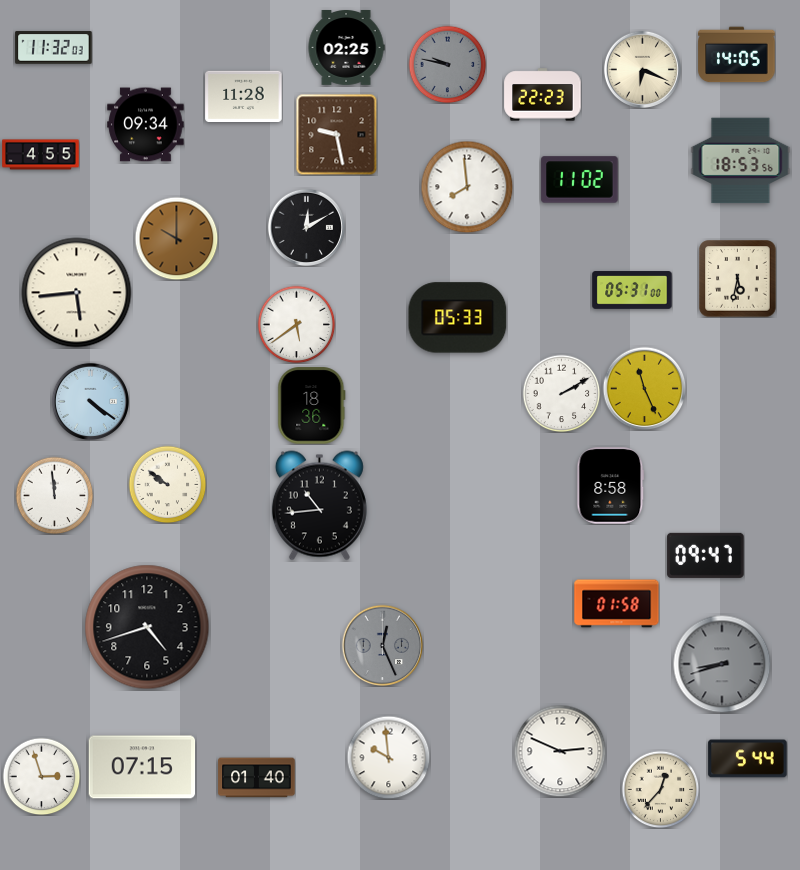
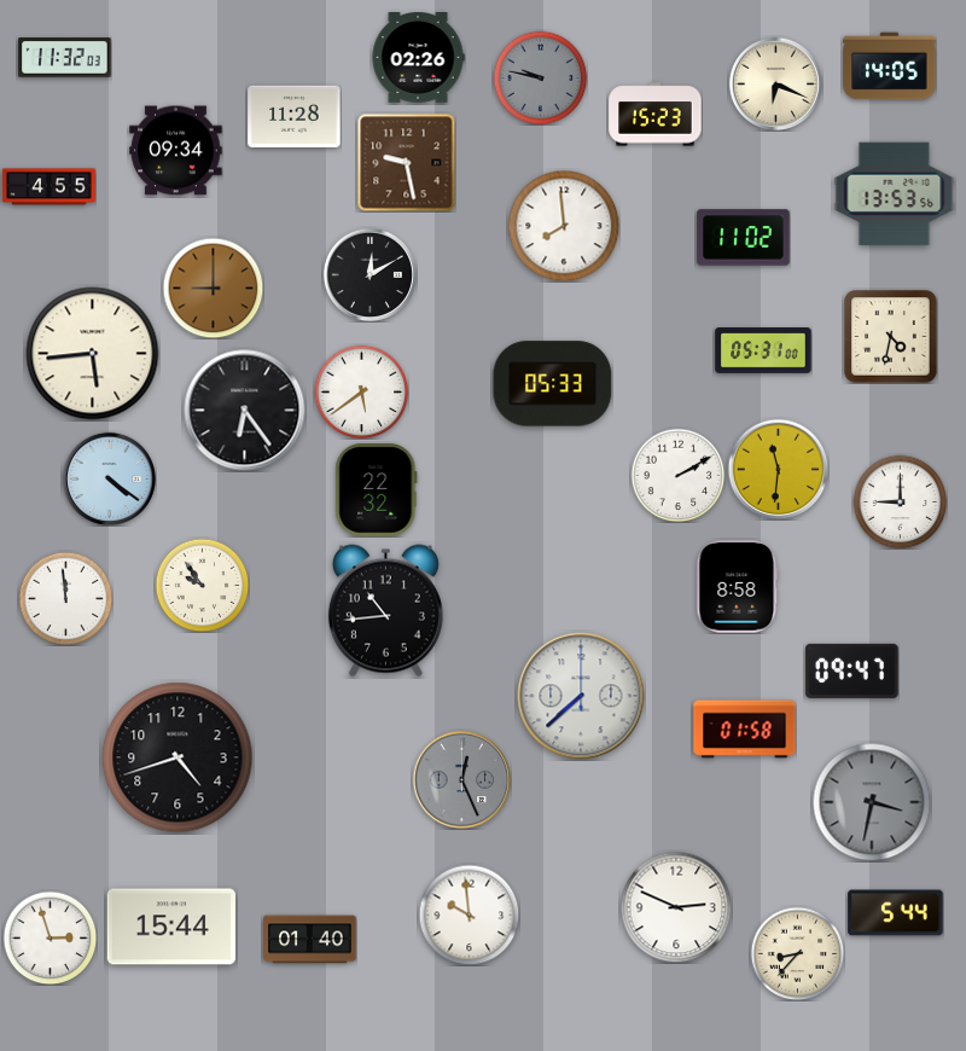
clock at (346, 48): 02:25 -> 02:26
clock at (543, 95): 22:23 -> 15:23
clock at (741, 161): 18:53 -> 13:53
clock at (580, 180) position: (580, 180) -> (744, 238)
clock at (176, 238): 10:00 -> 9:00
clock at (738, 279): 5:32 -> 4:32
clock at (296, 324) position: (296, 324) -> (361, 391)
clock at (245, 411): none -> 6:24
clock at (644, 388): 11:26 -> 11:31
clock at (90, 401) position: (90, 401) -> (109, 478)
clock at (312, 406): 18:36 -> 22:32
clock at (900, 501): none -> 9:00
clock at (167, 484): 9:51 -> 9:54
clock at (581, 696): none -> 7:38
clock at (722, 664): 8:42 -> 3:32
clock at (748, 759) position: (748, 759) -> (896, 913)
clock at (142, 767): 07:15 -> 15:44
clock at (660, 789): 12:37 -> 8:37
